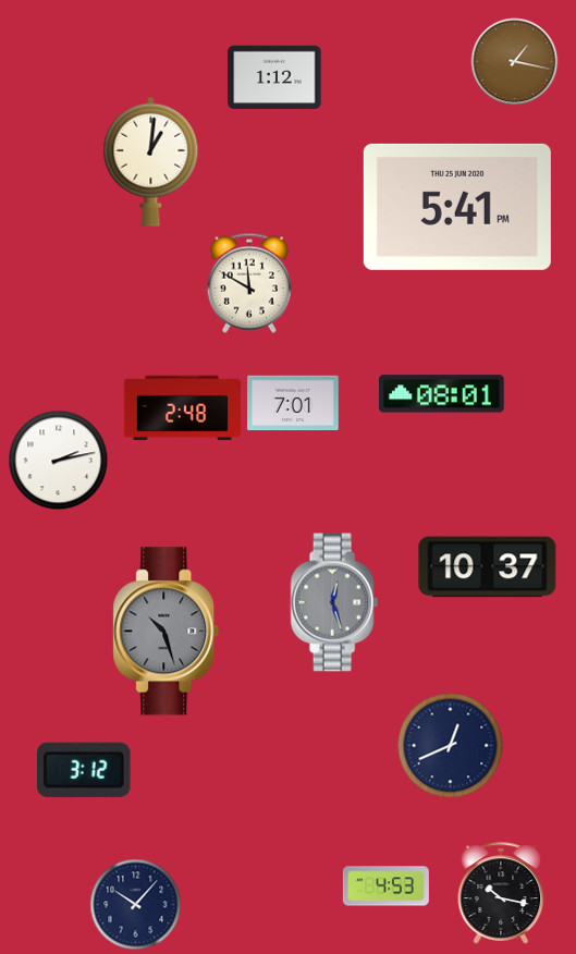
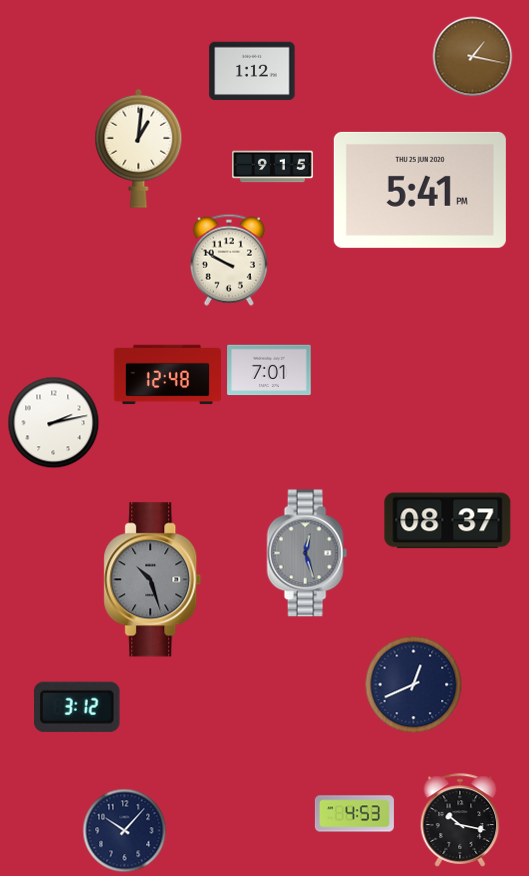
clock at (273, 167): none -> 9:15
clock at (249, 283): 11:50 -> 9:50
clock at (442, 394): 08:01 -> none
clock at (182, 408): 2:48 -> 12:48
clock at (488, 567): 10:37 -> 08:37
